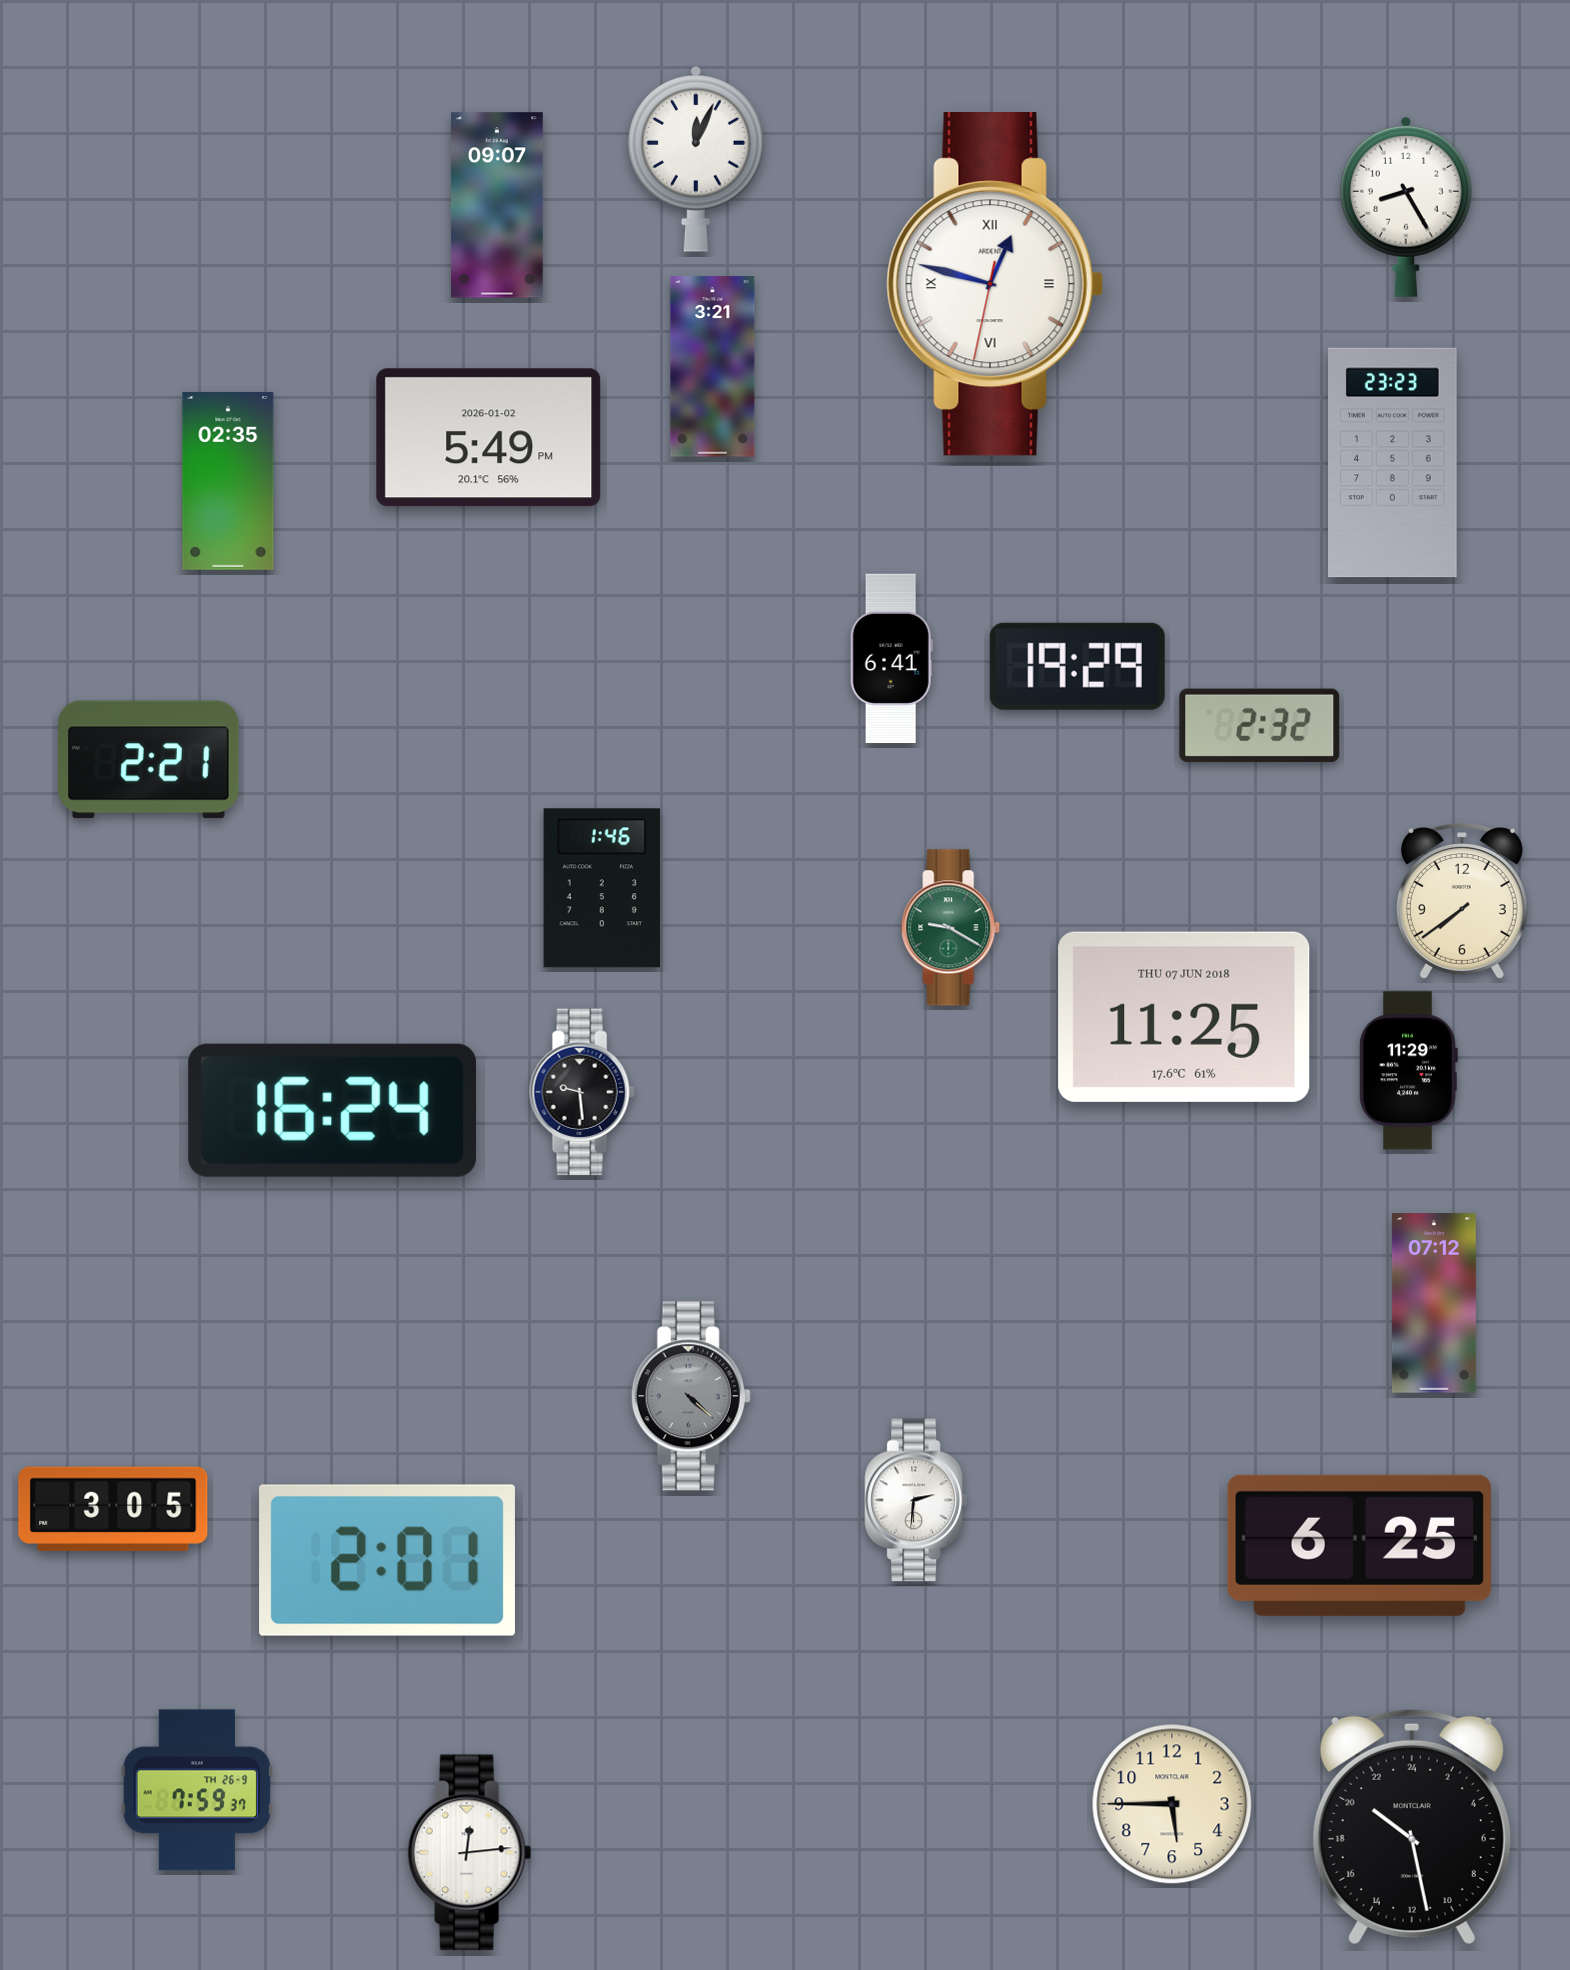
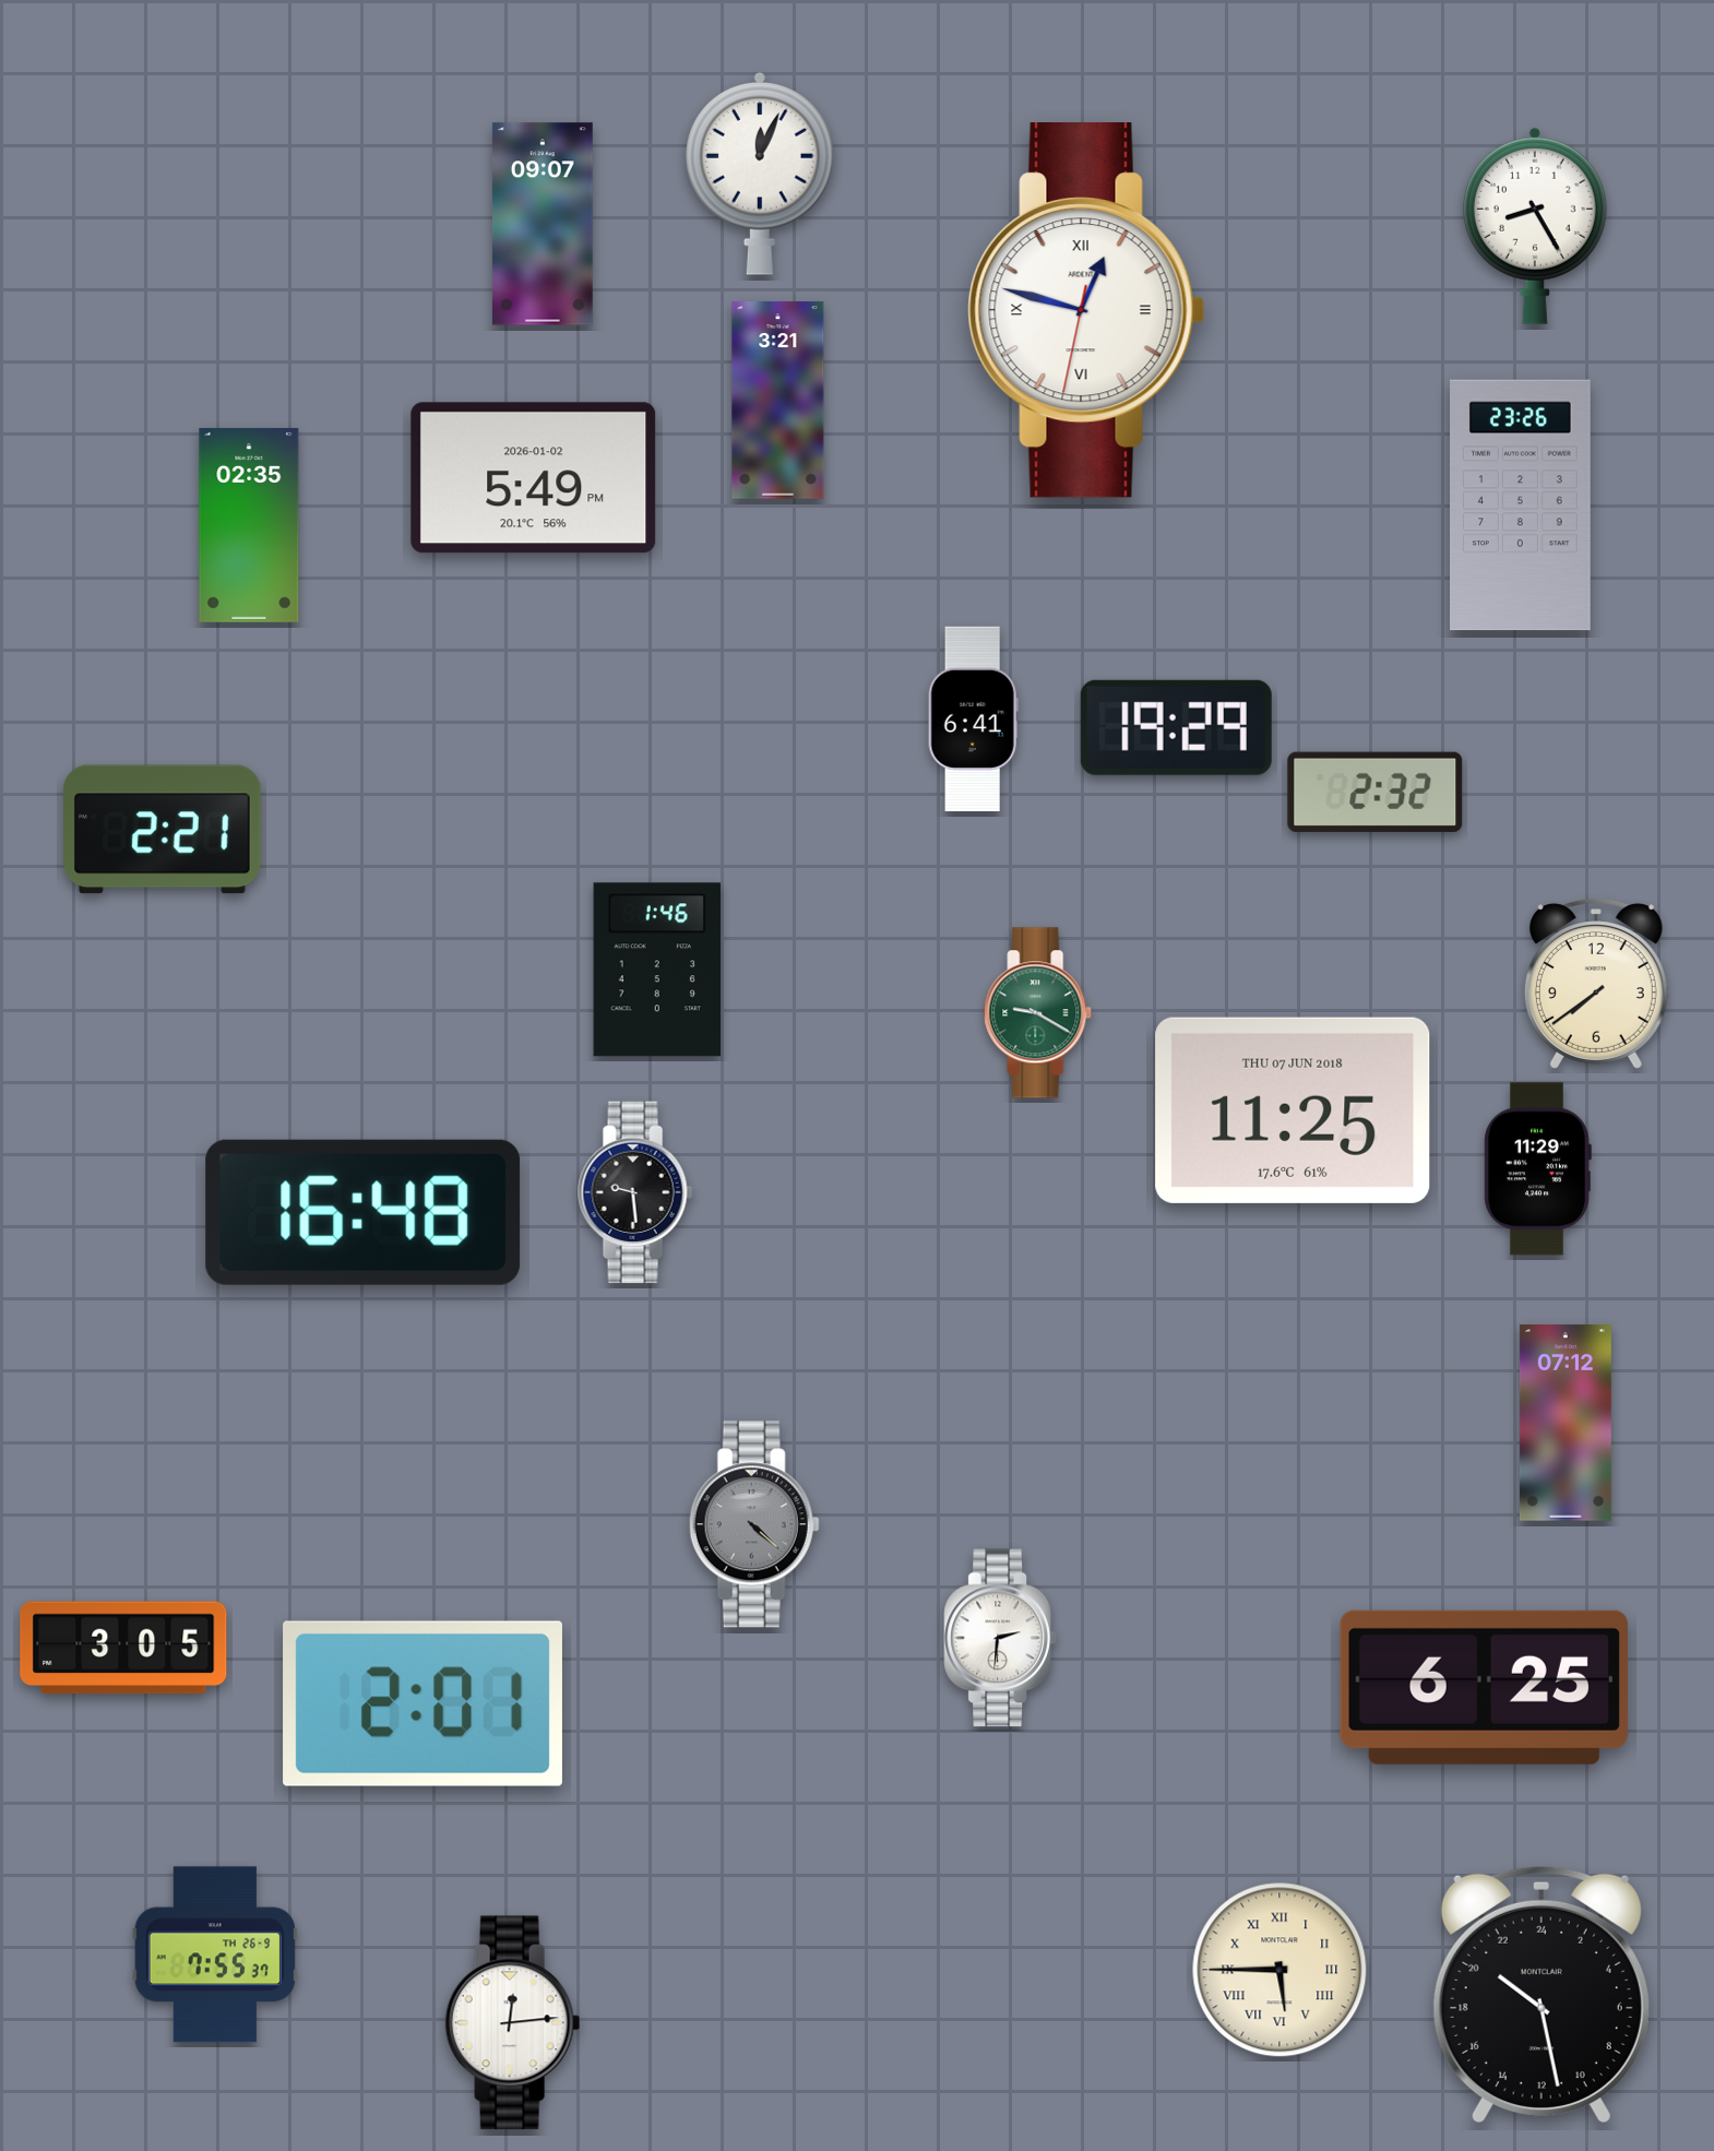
clock at (1393, 463): 23:23 -> 23:26
clock at (333, 1110): 16:24 -> 16:48
clock at (197, 1790): 7:59 -> 7:55
clock at (1172, 1804) numerals: Arabic -> Roman
